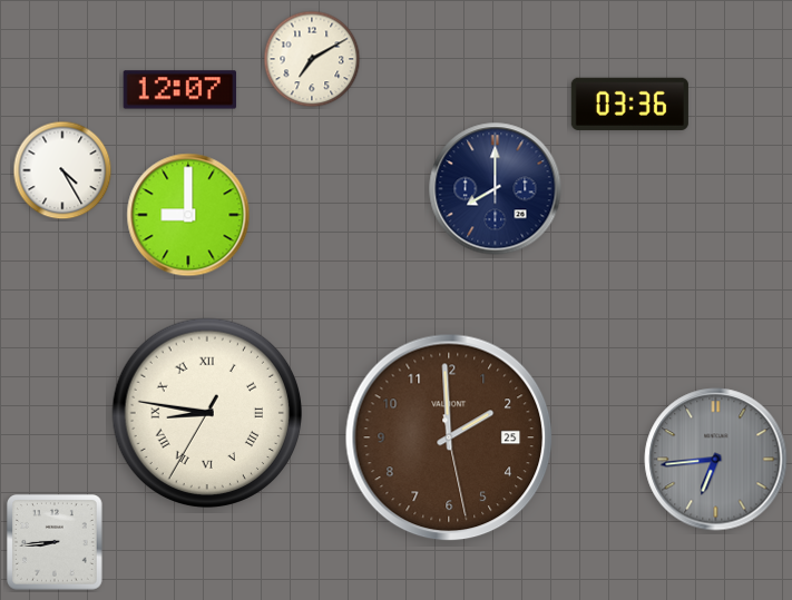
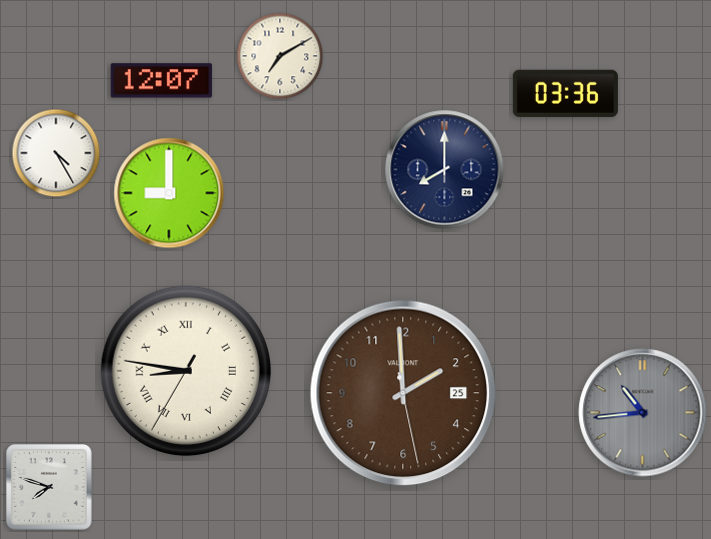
clock at (312, 59) position: (312, 59) -> (280, 56)
clock at (716, 460): 6:44 -> 10:44
clock at (56, 543): 8:44 -> 7:48
